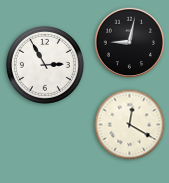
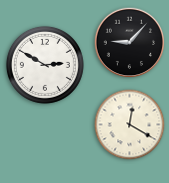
clock at (130, 43): 9:02 -> 9:07
clock at (45, 65): 2:55 -> 2:50
